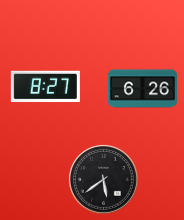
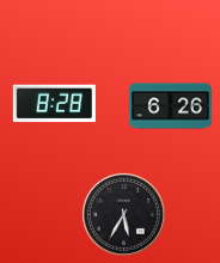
clock at (45, 87): 8:27 -> 8:28
clock at (103, 179): 5:39 -> 5:35
